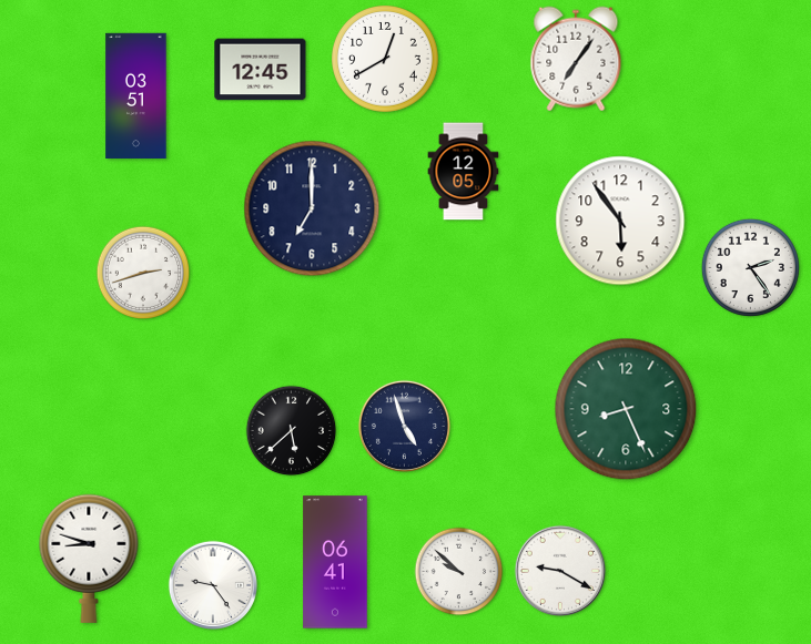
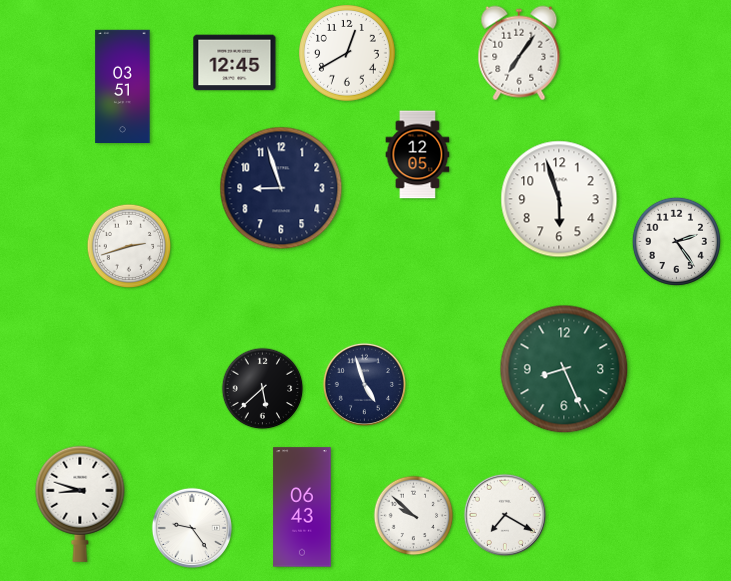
clock at (312, 208): 7:00 -> 8:57
clock at (620, 221): 5:54 -> 5:57
clock at (335, 562): 06:41 -> 06:43
clock at (560, 571): 9:20 -> 7:20
